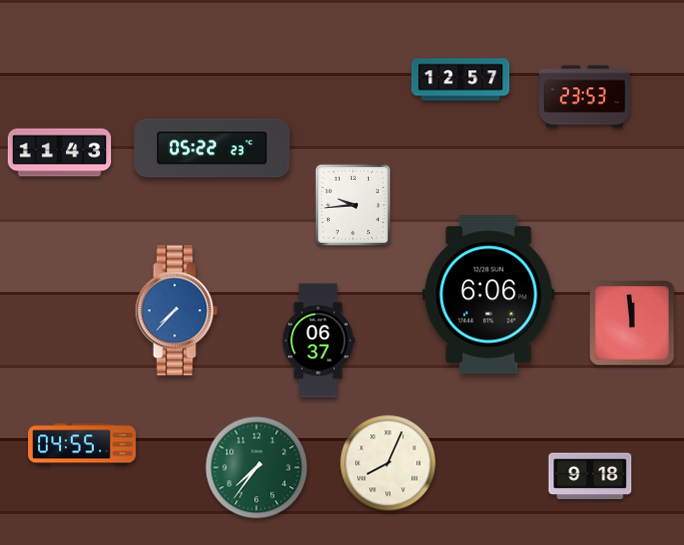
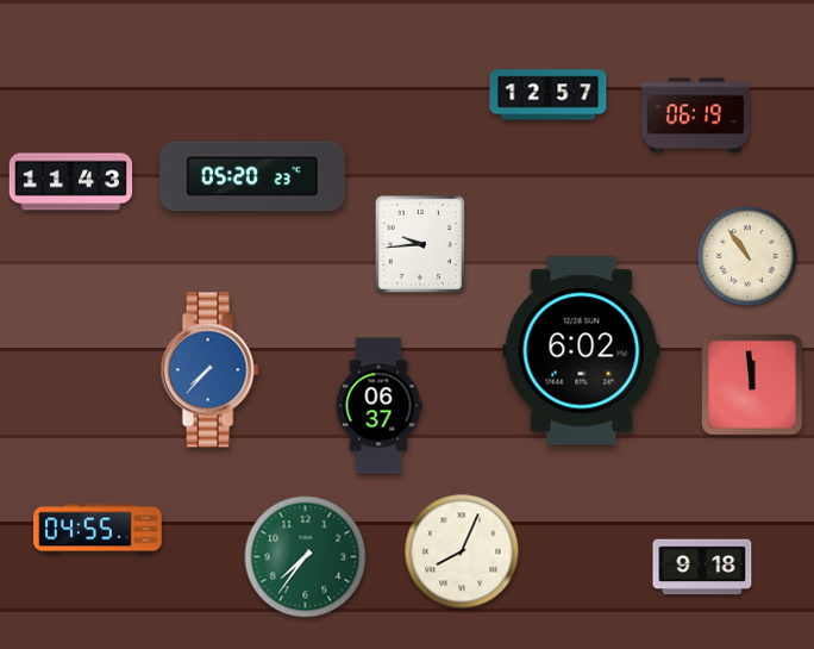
clock at (585, 97): 23:53 -> 06:19
clock at (212, 148): 05:22 -> 05:20
clock at (747, 256): none -> 10:54
clock at (489, 295): 6:06 -> 6:02
